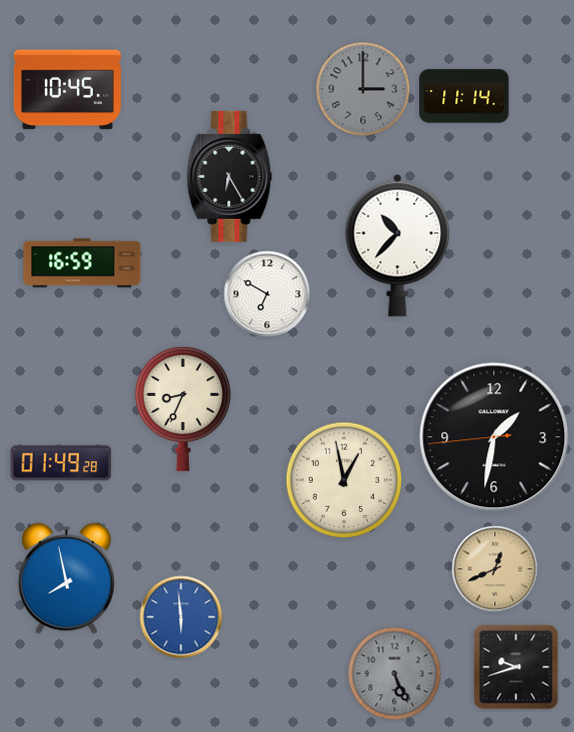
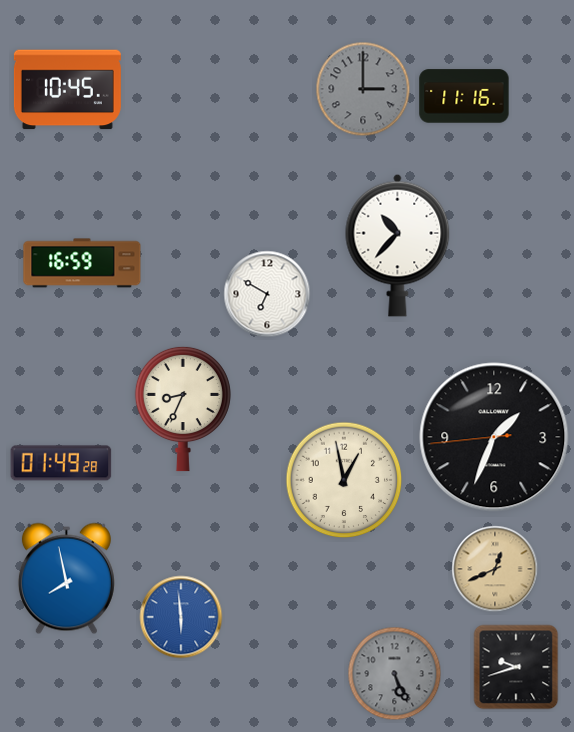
clock at (464, 96): 11:14 -> 11:16
clock at (230, 176): 6:25 -> none
clock at (494, 437): 1:31 -> 1:33
